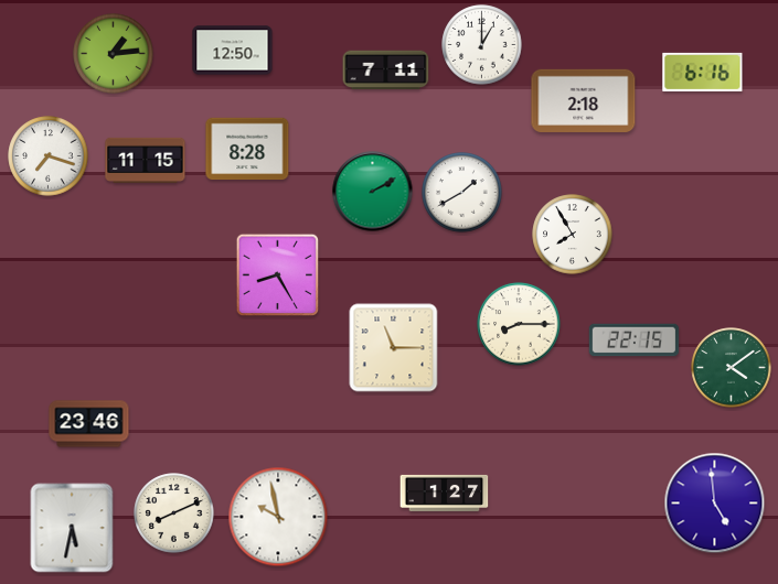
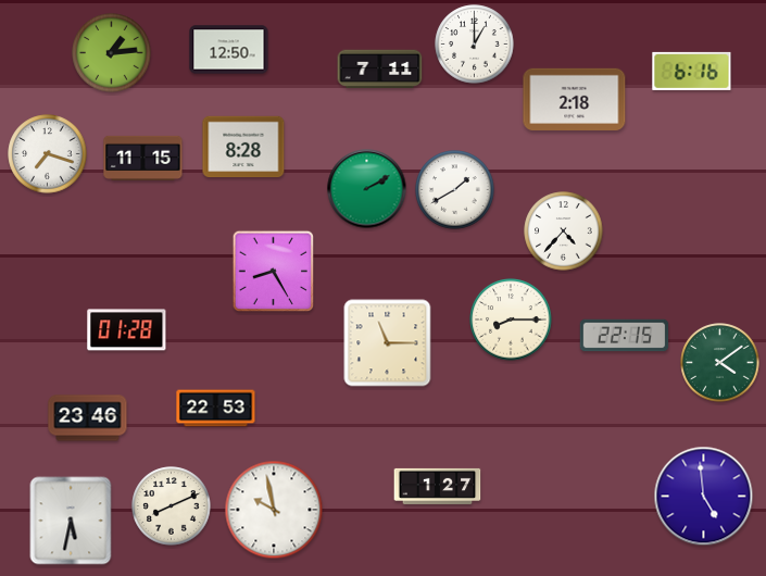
clock at (573, 235): 7:55 -> 4:37
clock at (127, 330): none -> 01:28
clock at (216, 409): none -> 22:53
